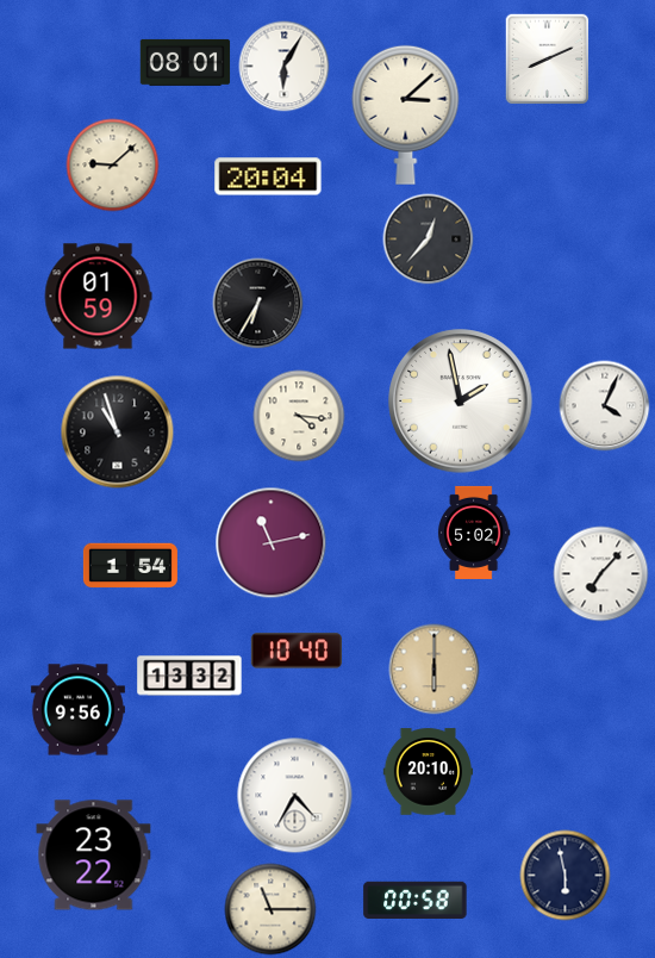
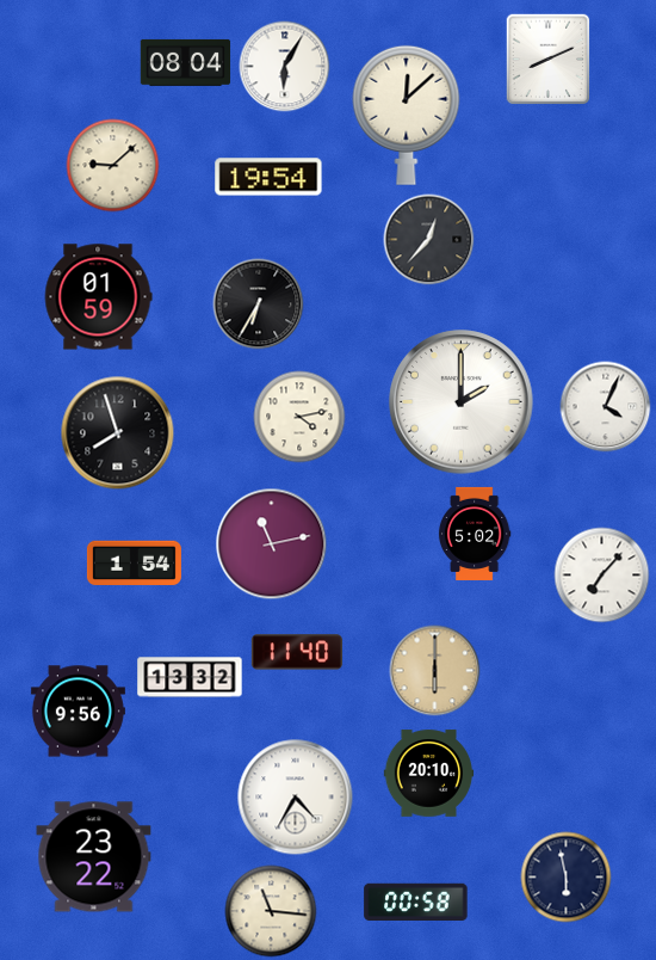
clock at (186, 62): 08:01 -> 08:04
clock at (406, 114): 3:08 -> 12:08
clock at (268, 176): 20:04 -> 19:54
clock at (461, 402): 1:58 -> 2:00
clock at (299, 416): 4:16 -> 4:13
clock at (118, 433): 10:57 -> 7:57
clock at (130, 566) position: (130, 566) -> (134, 564)
clock at (295, 651): 10:40 -> 11:40
clock at (270, 909): 11:15 -> 11:16
